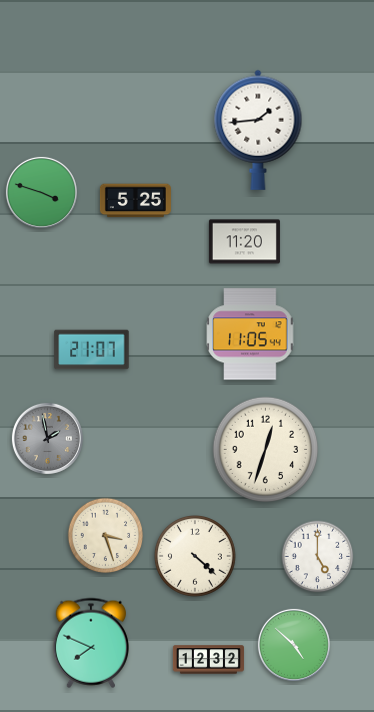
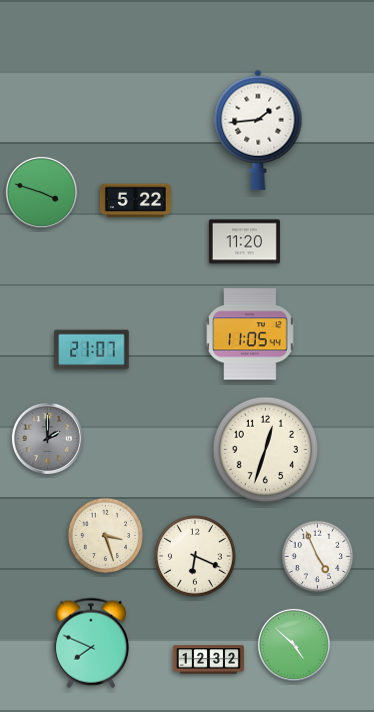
clock at (135, 201): 5:25 -> 5:22
clock at (47, 438): 1:58 -> 2:00
clock at (196, 557): 4:22 -> 6:19
clock at (318, 557): 5:00 -> 4:56
